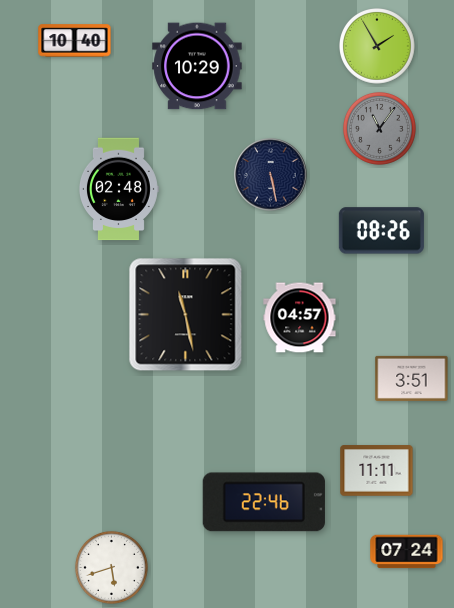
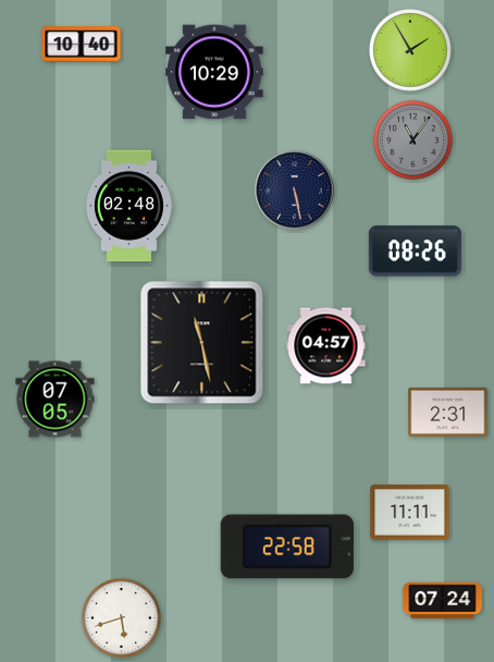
clock at (55, 400): none -> 07:05
clock at (412, 378): 3:51 -> 2:31
clock at (264, 502): 22:46 -> 22:58
